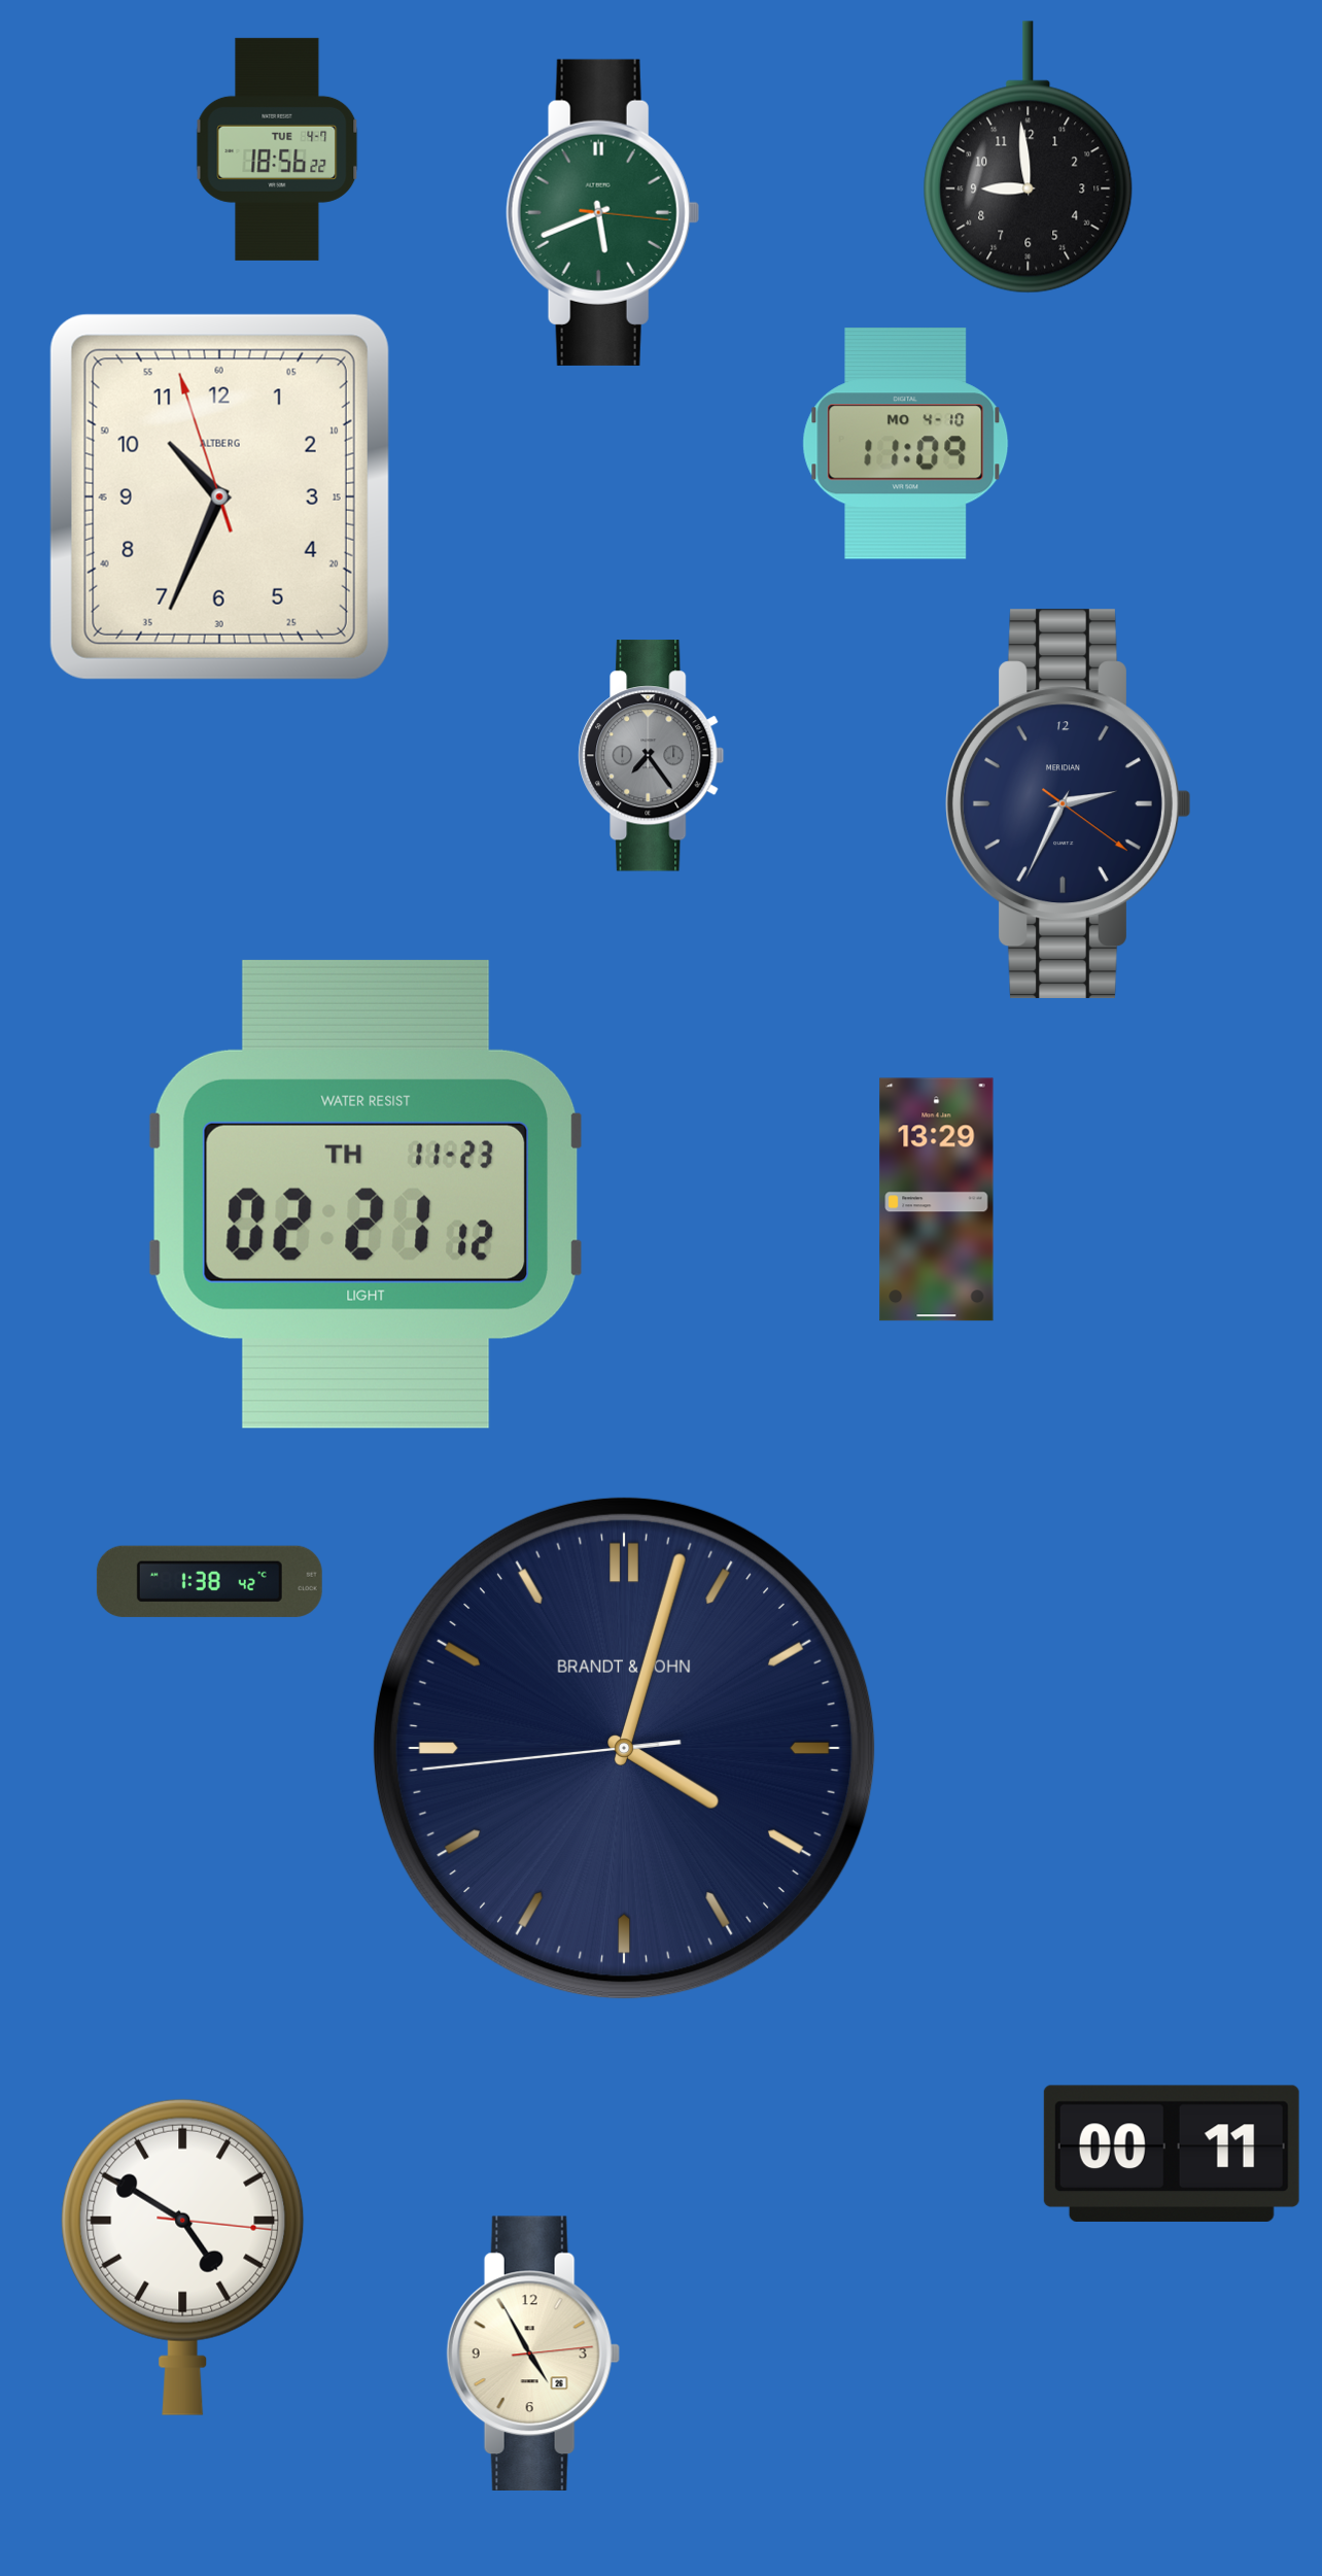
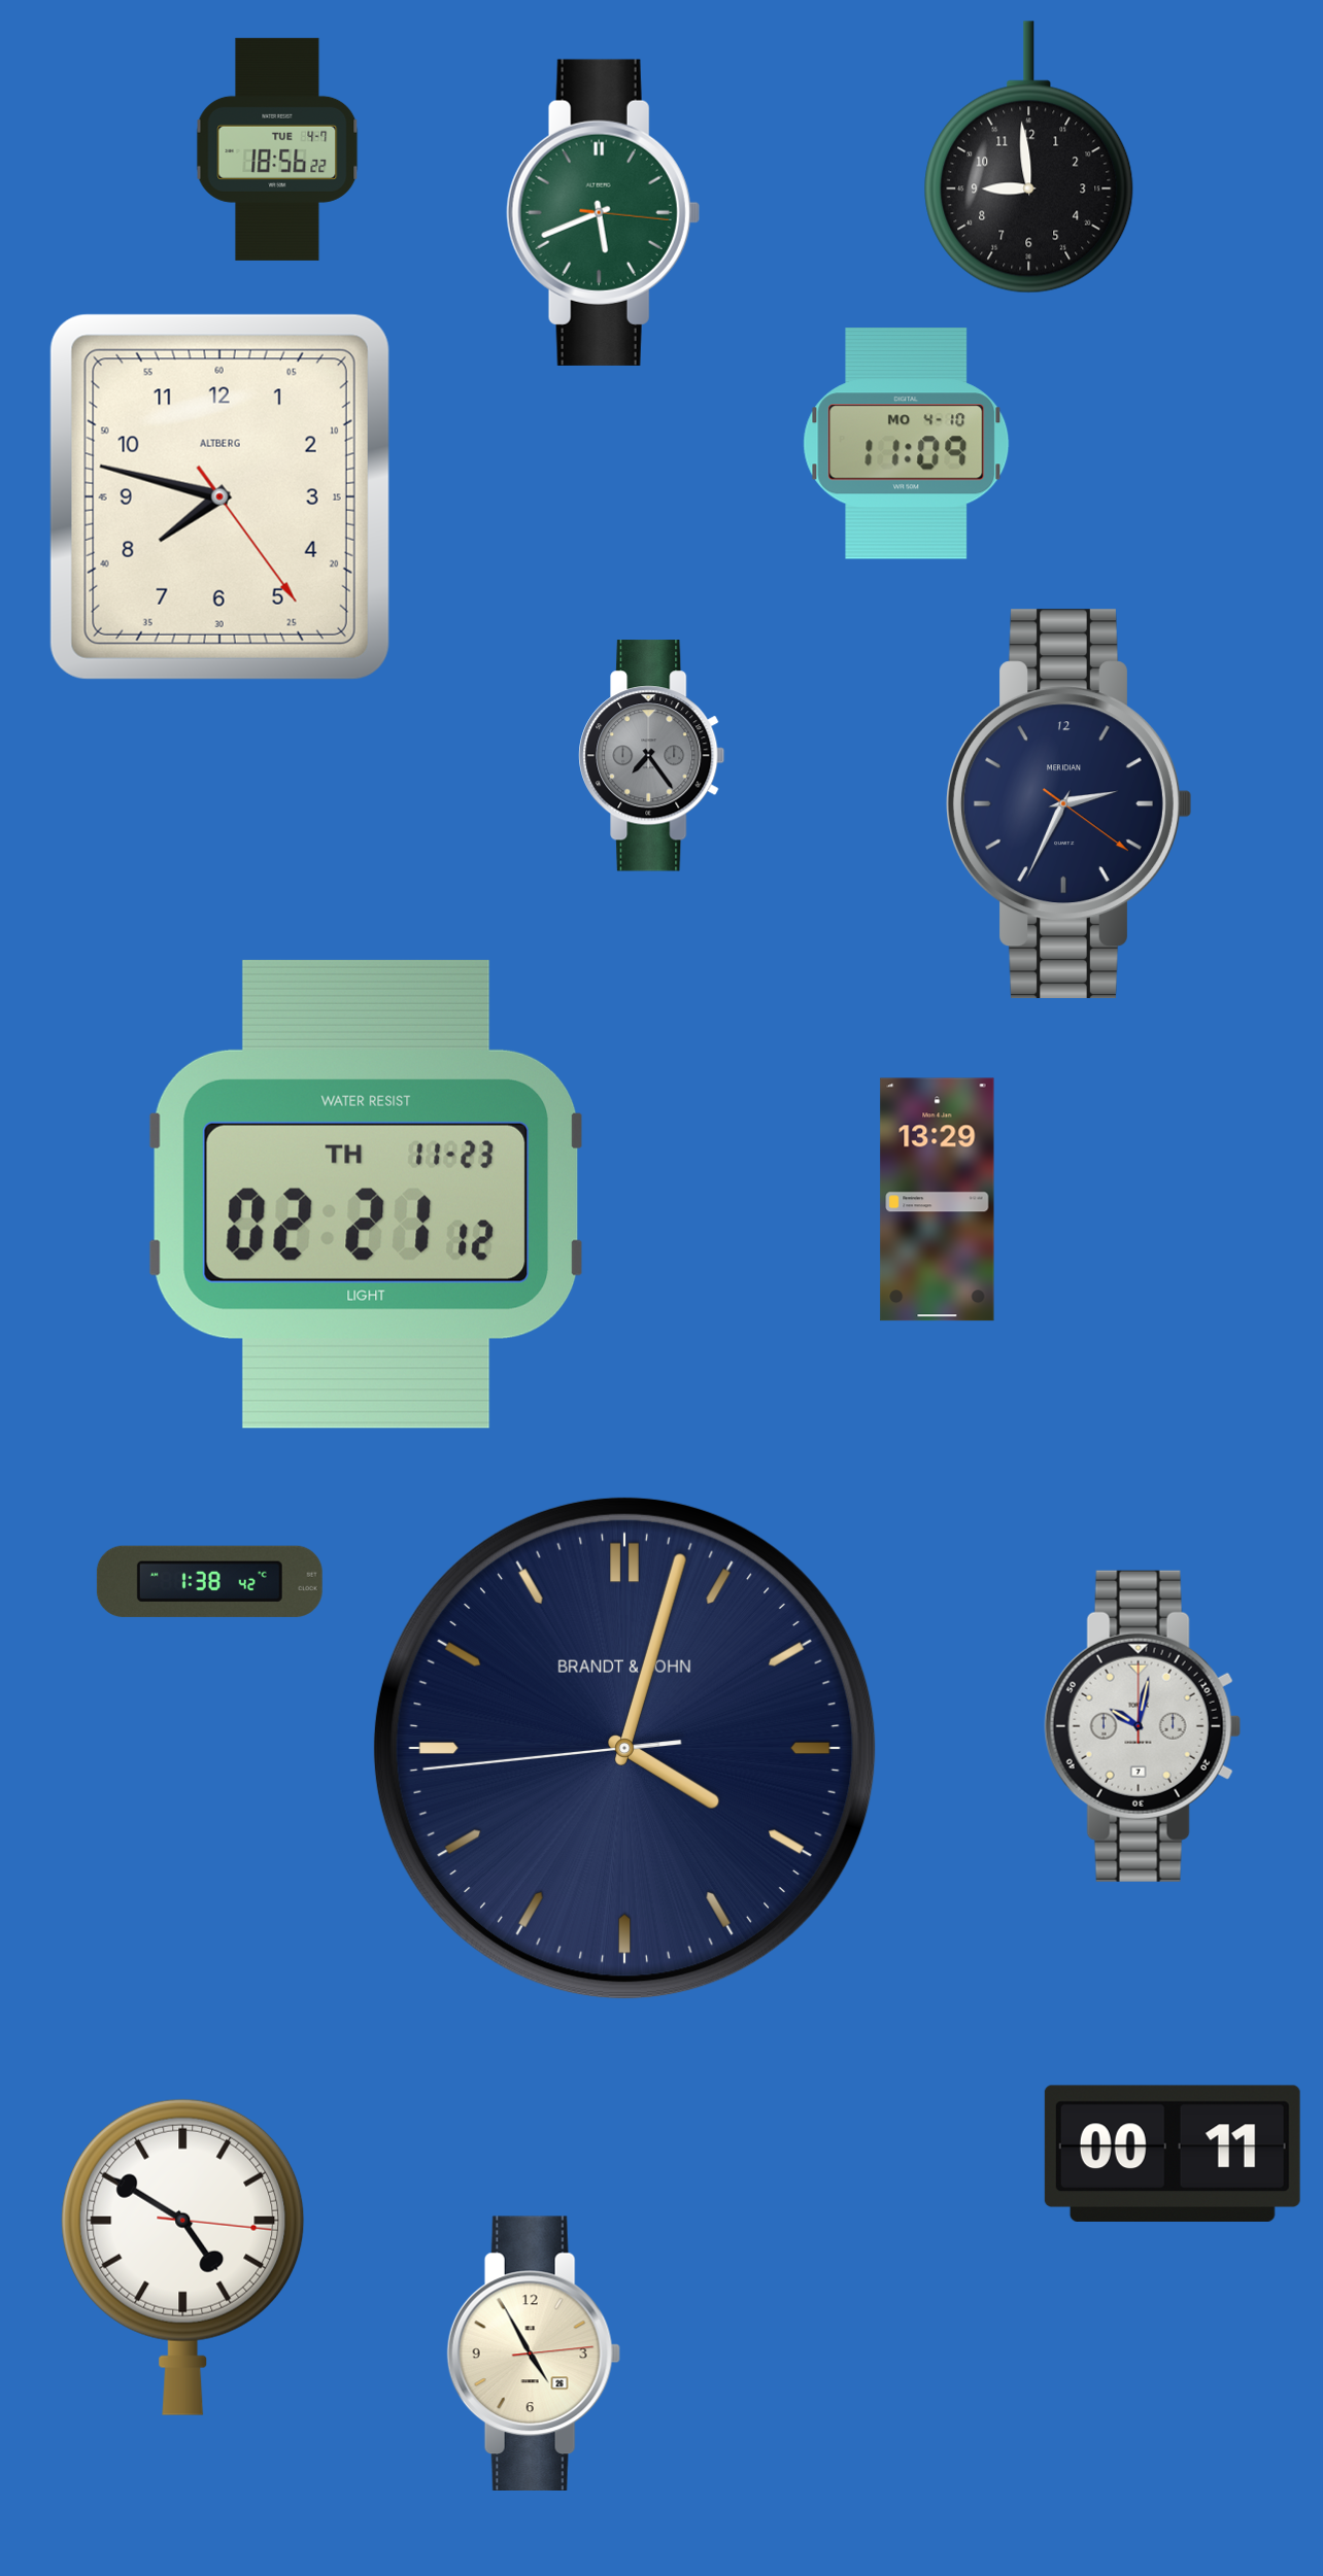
clock at (219, 496): 10:33 -> 7:47
clock at (1143, 1726): none -> 10:02
